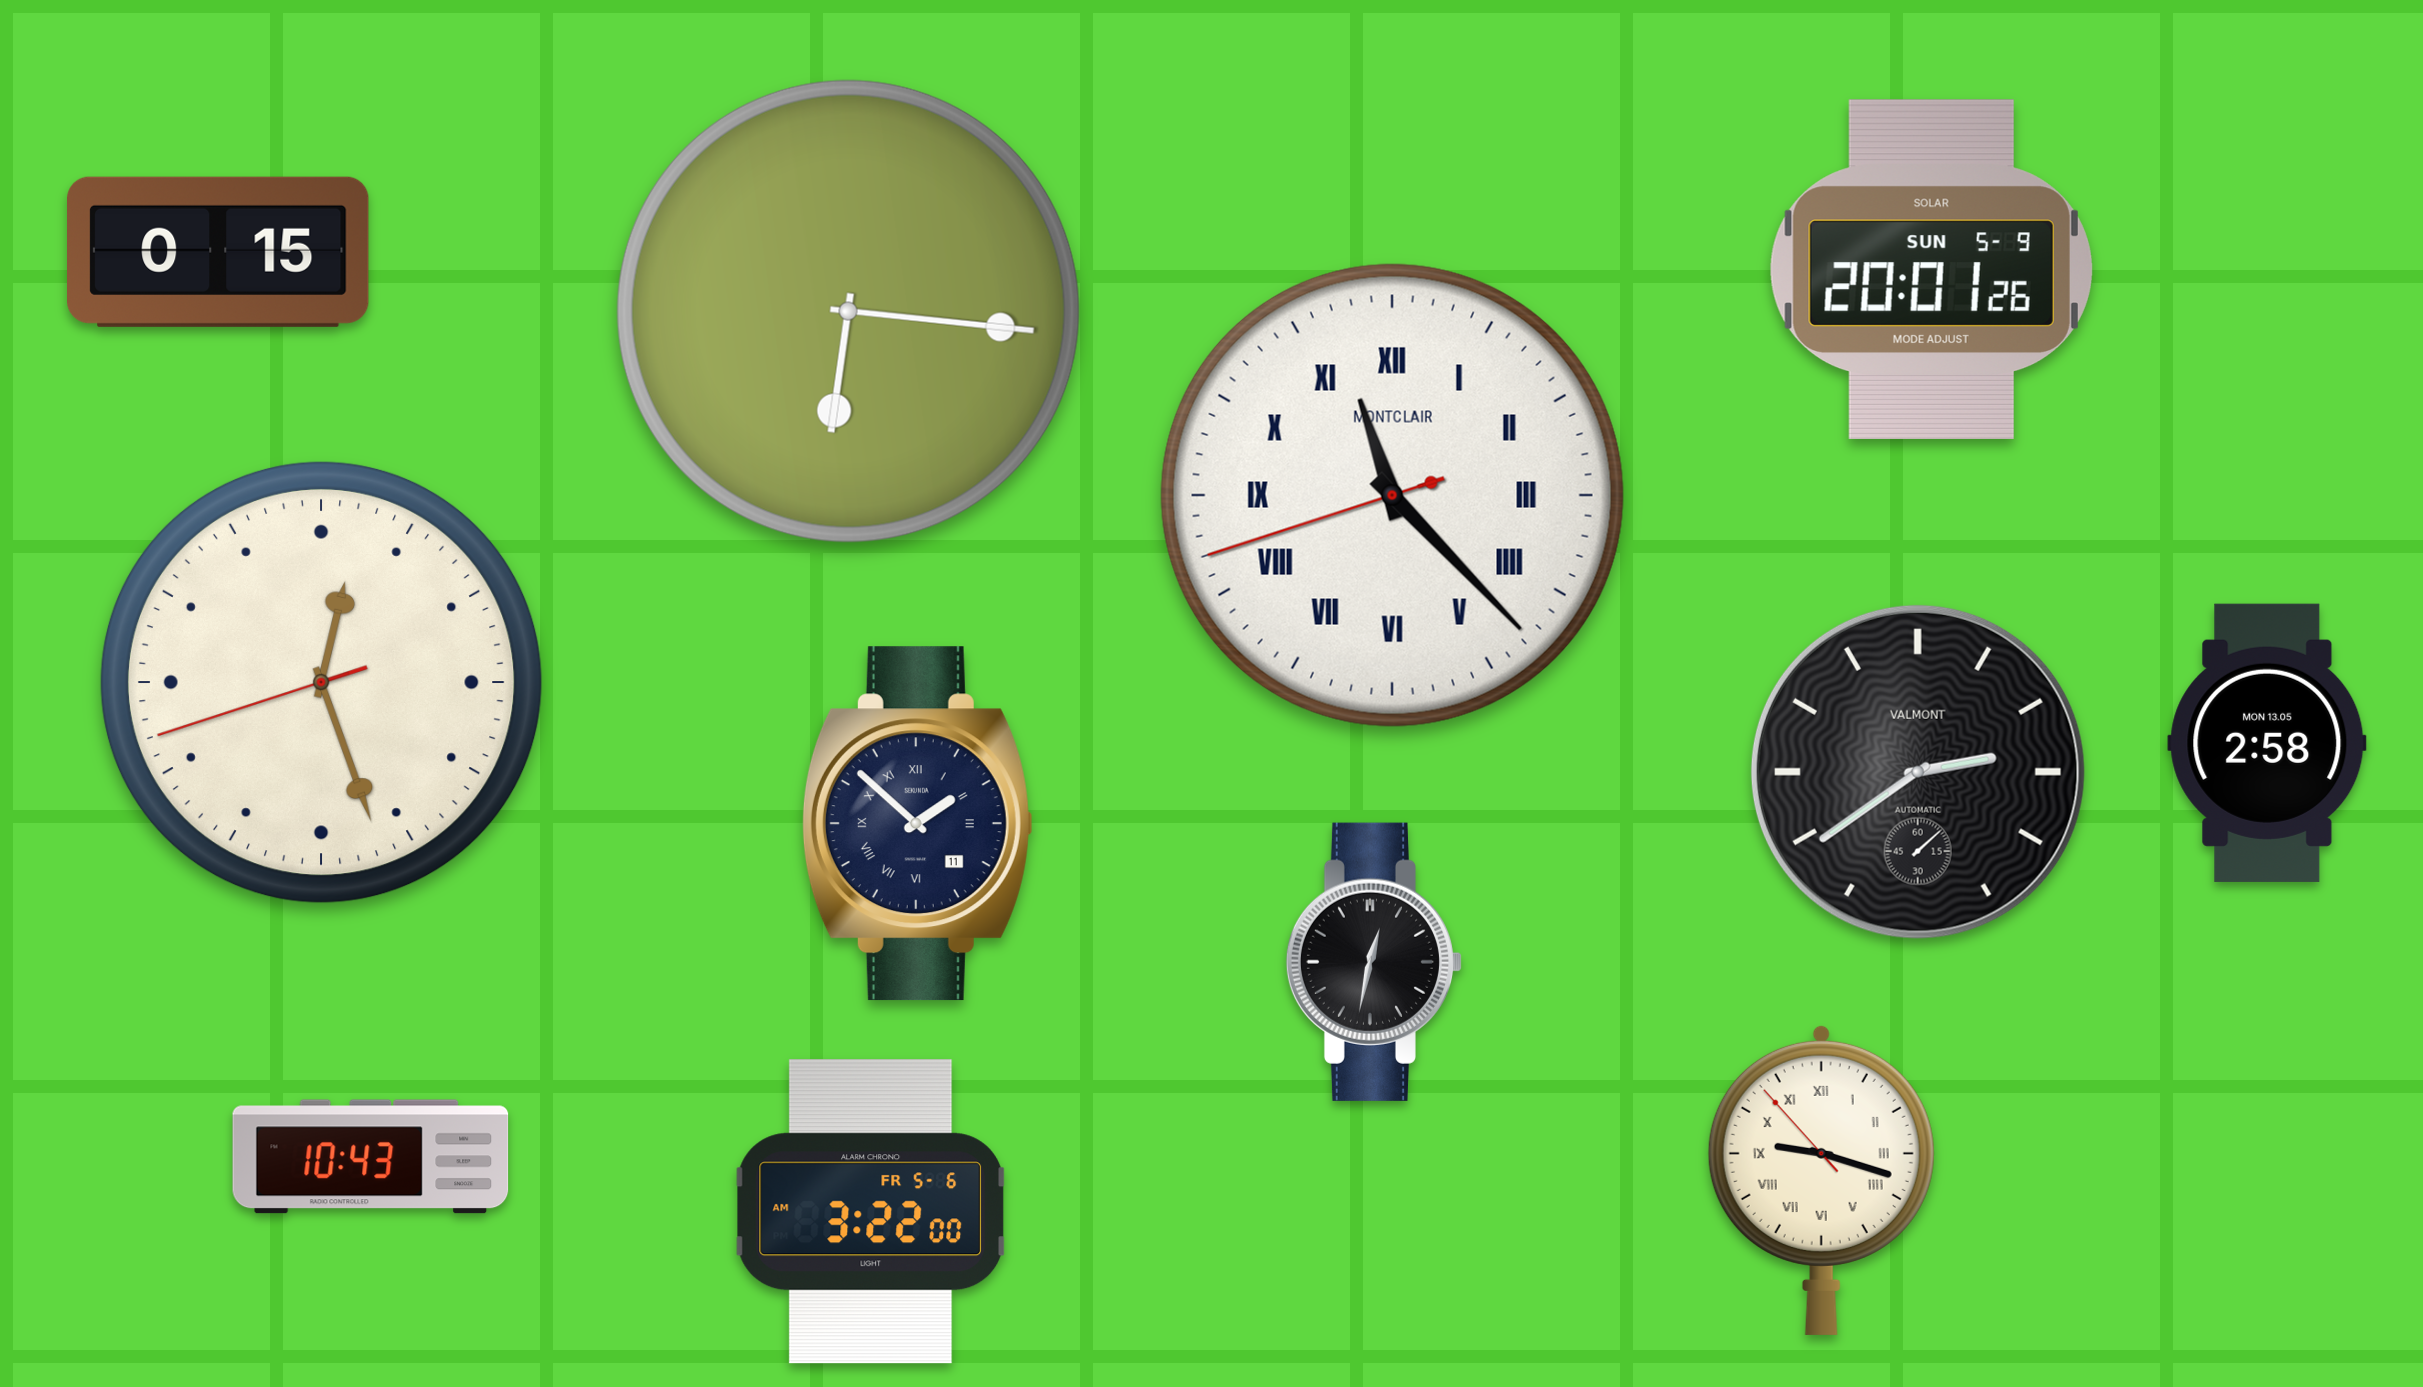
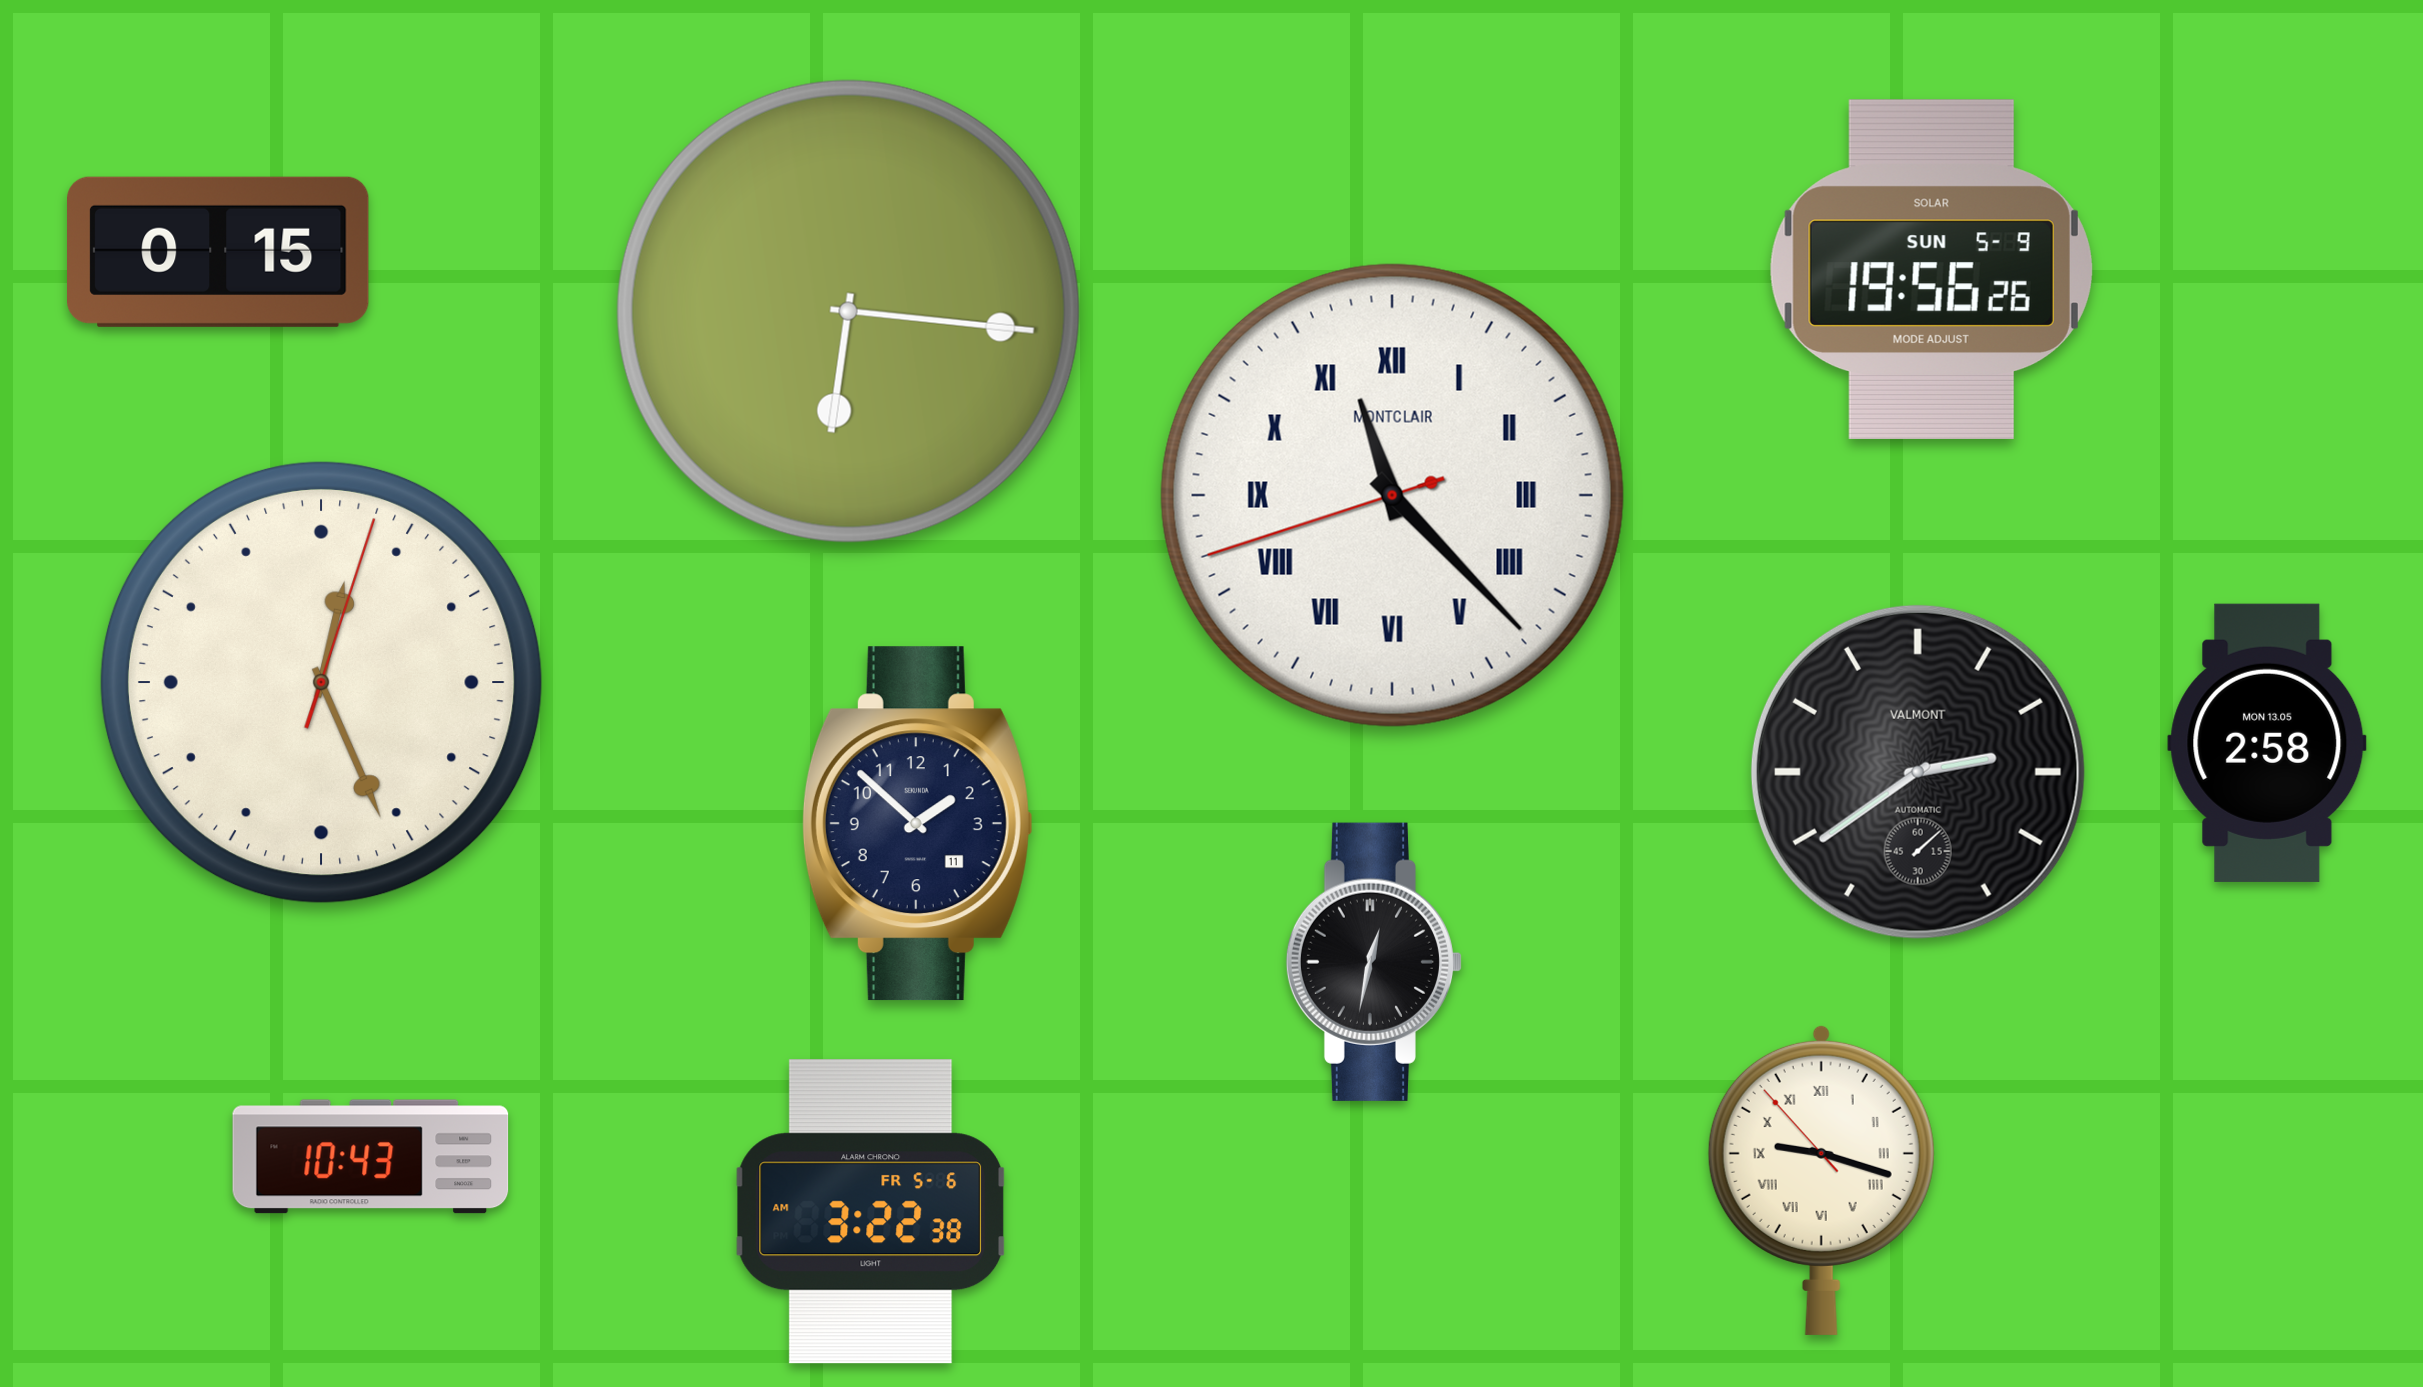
clock at (1931, 269): 20:01 -> 19:56
clock at (321, 682): 12:26:42 -> 12:26:03
clock at (917, 824) numerals: Roman -> Arabic
clock at (870, 1212): 3:22:00 AM -> 3:22:38 AM
